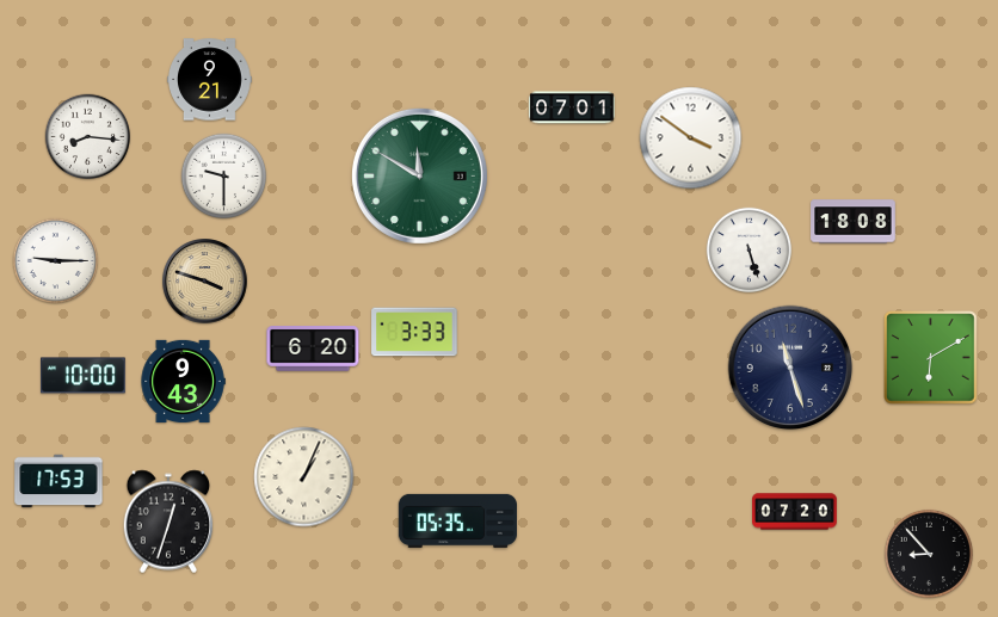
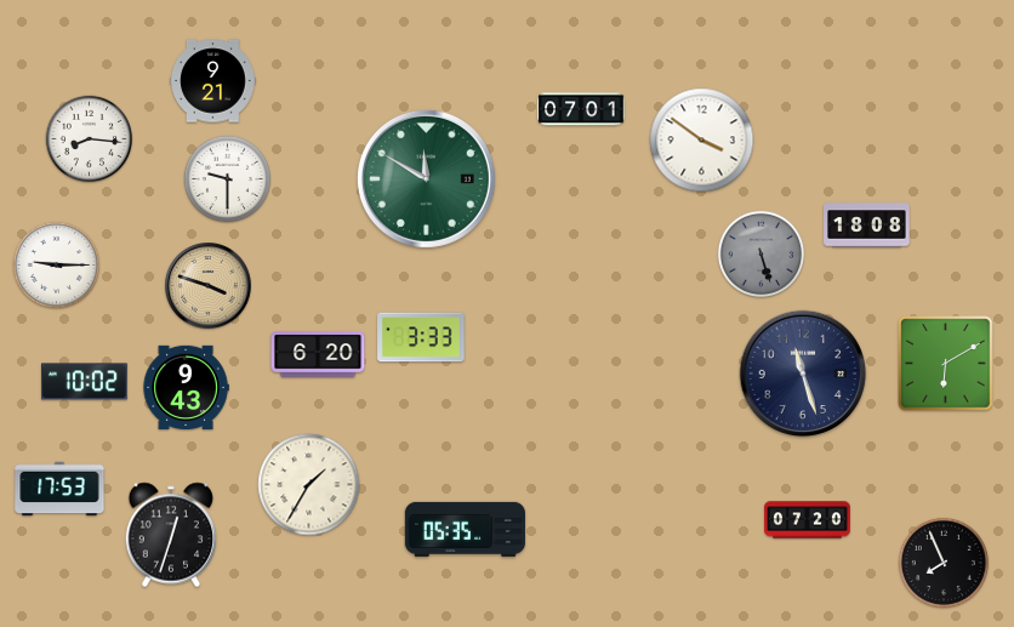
clock at (750, 251) dial: white -> grey
clock at (84, 376): 10:00 -> 10:02
clock at (304, 477): 1:04 -> 1:35
clock at (168, 522) position: (168, 522) -> (171, 535)
clock at (929, 554): 8:53 -> 7:56
